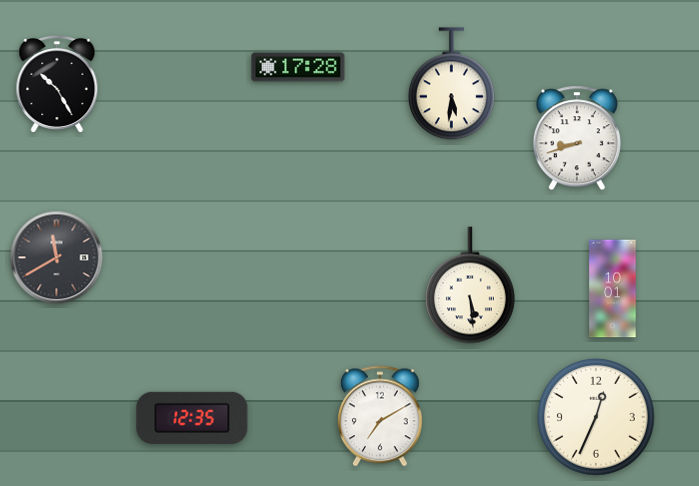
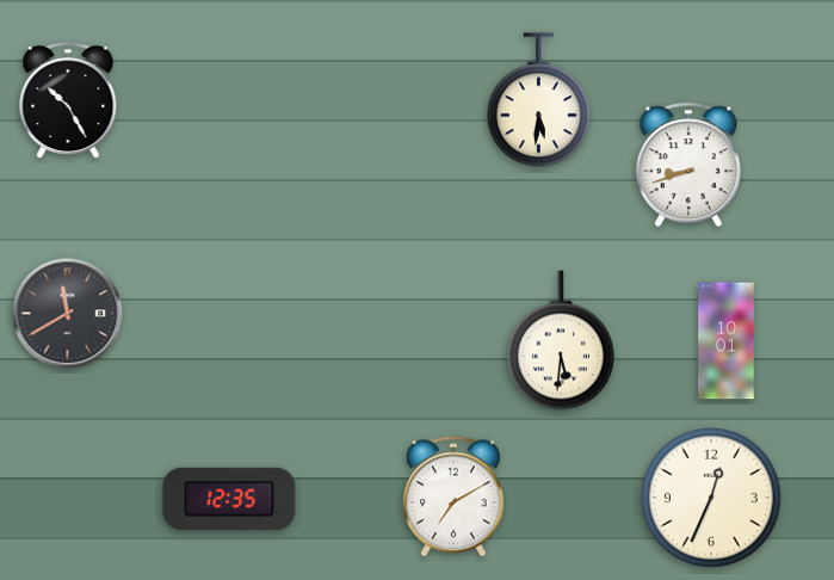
clock at (298, 67): 17:28 -> none
clock at (57, 258) position: (57, 258) -> (68, 314)
clock at (470, 285): 5:29 -> 5:31
clock at (613, 289) position: (613, 289) -> (727, 341)
